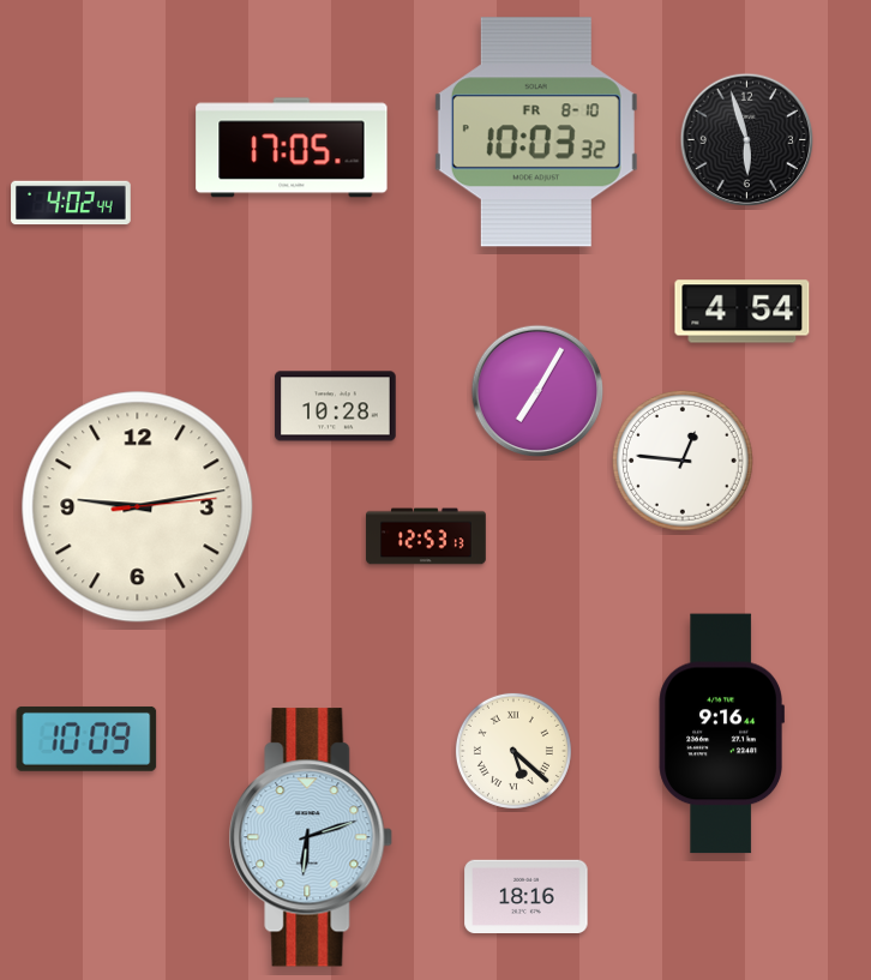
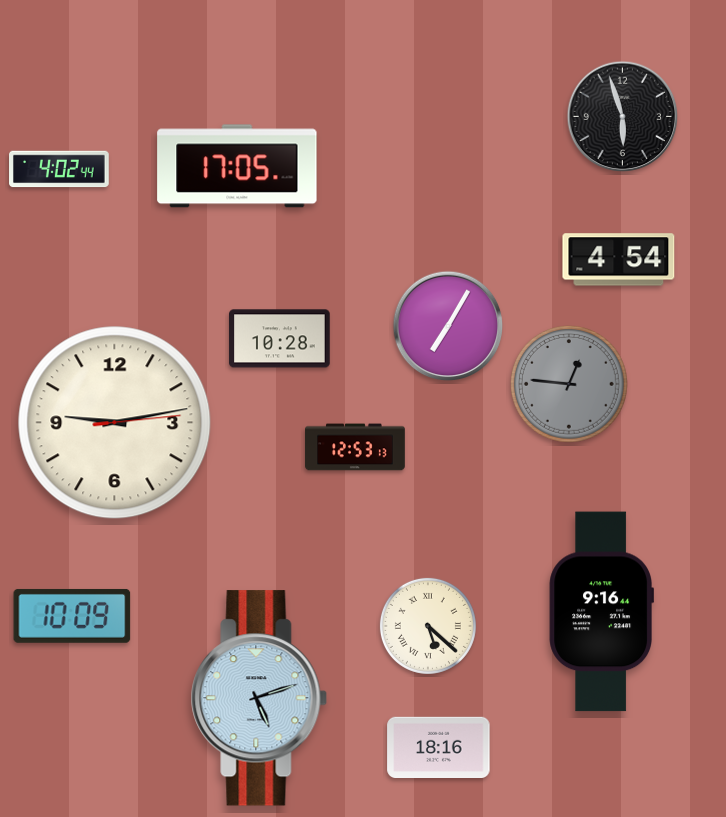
clock at (536, 132): 10:03 -> none
clock at (292, 148) position: (292, 148) -> (237, 166)
clock at (683, 461) dial: white -> grey
clock at (311, 837): 6:12 -> 5:12
